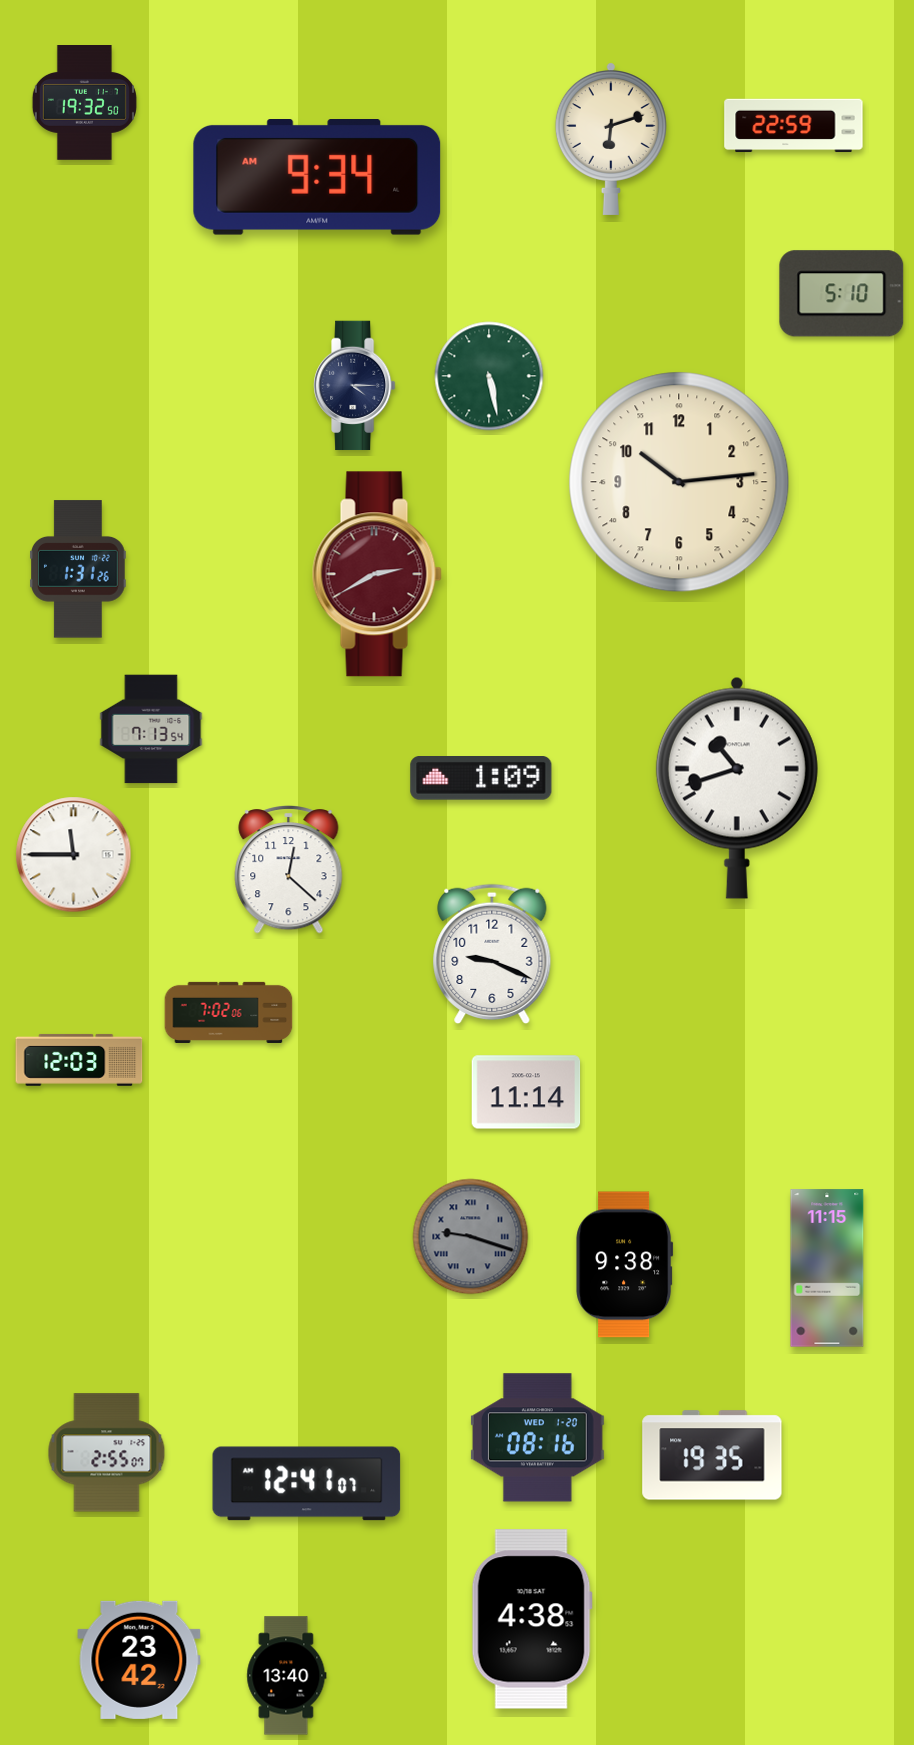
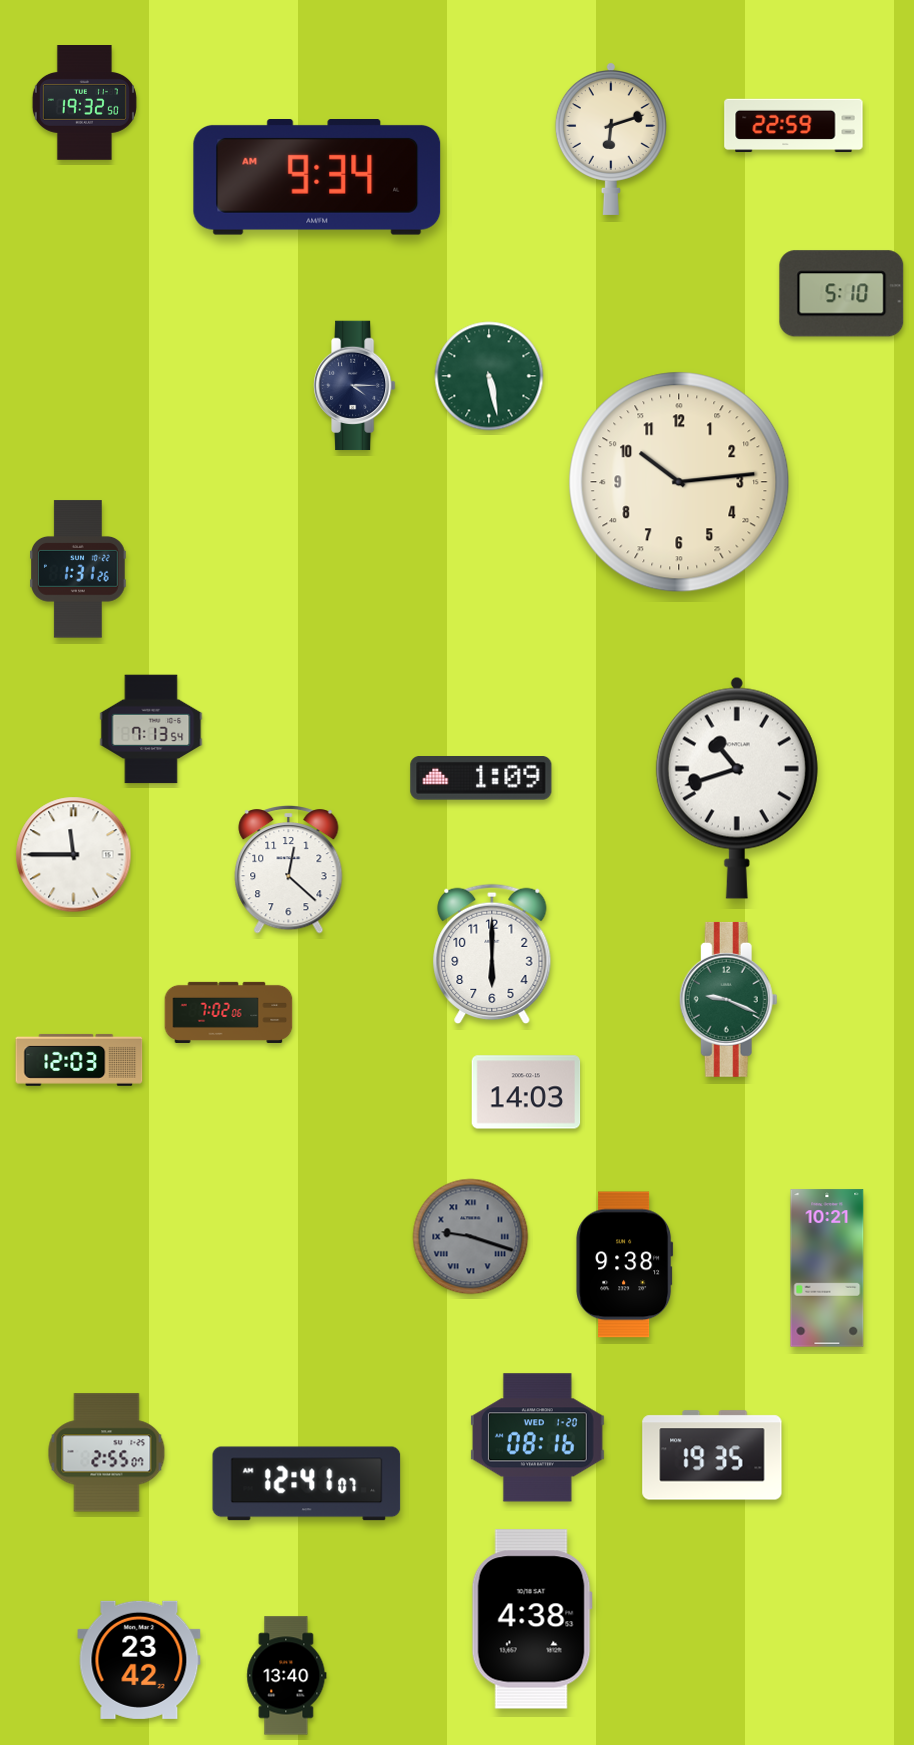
clock at (377, 574): 2:40 -> none
clock at (492, 954): 9:19 -> 6:00
clock at (728, 999): none -> 9:19
clock at (526, 1092): 11:14 -> 14:03
clock at (827, 1268): 11:15 -> 10:21
